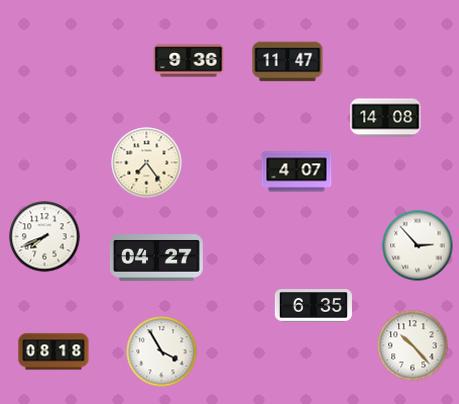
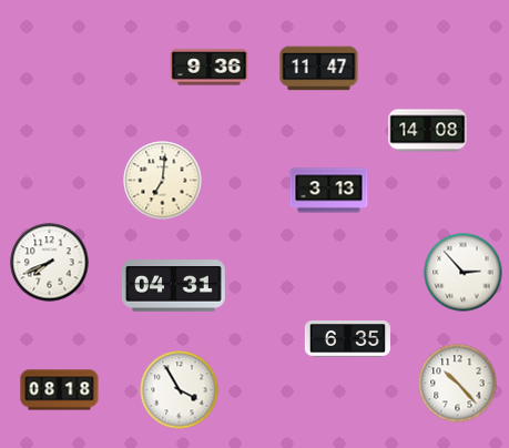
clock at (147, 163): 7:24 -> 7:01
clock at (297, 172): 4:07 -> 3:13
clock at (156, 258): 04:27 -> 04:31
